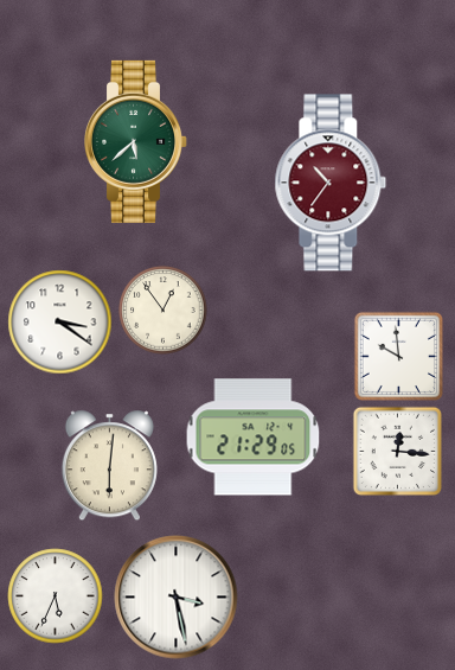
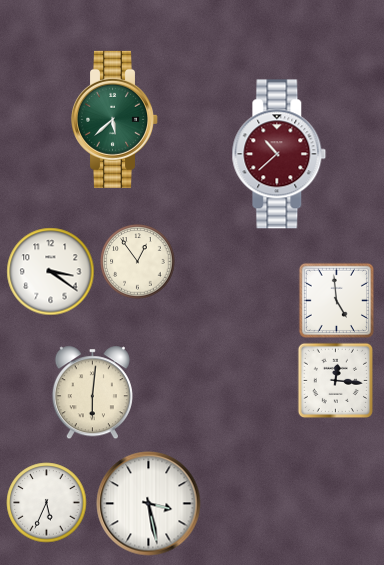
clock at (331, 183): 10:36 -> 10:38
clock at (398, 356): 9:59 -> 4:59
clock at (254, 438): 21:29 -> none
